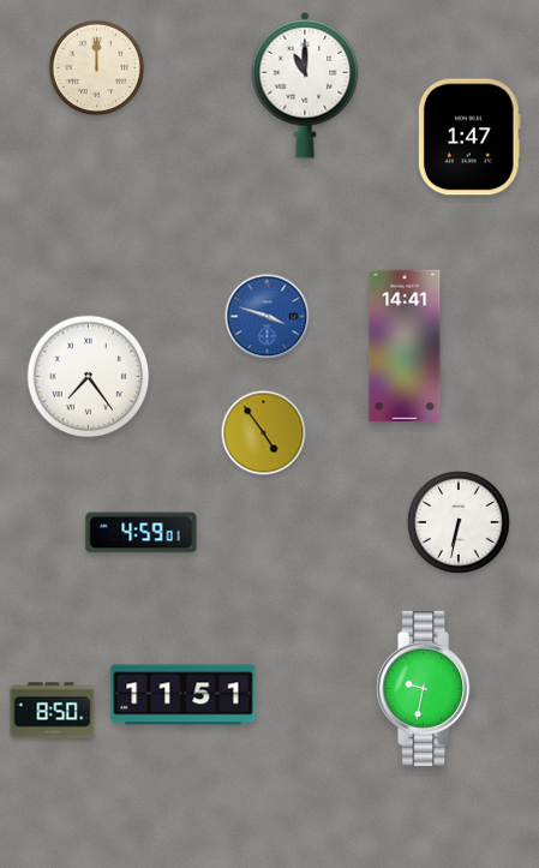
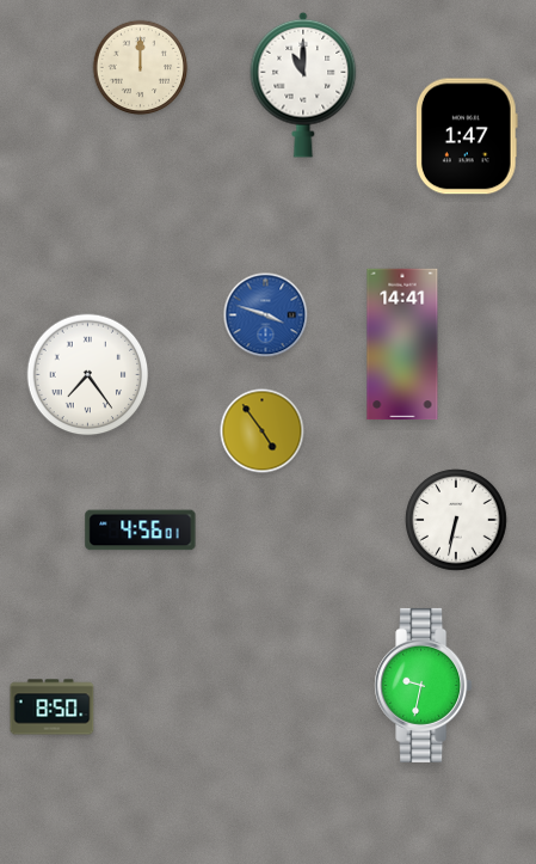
clock at (97, 68) position: (97, 68) -> (141, 68)
clock at (142, 533): 4:59 -> 4:56
clock at (184, 695): 11:51 -> none
